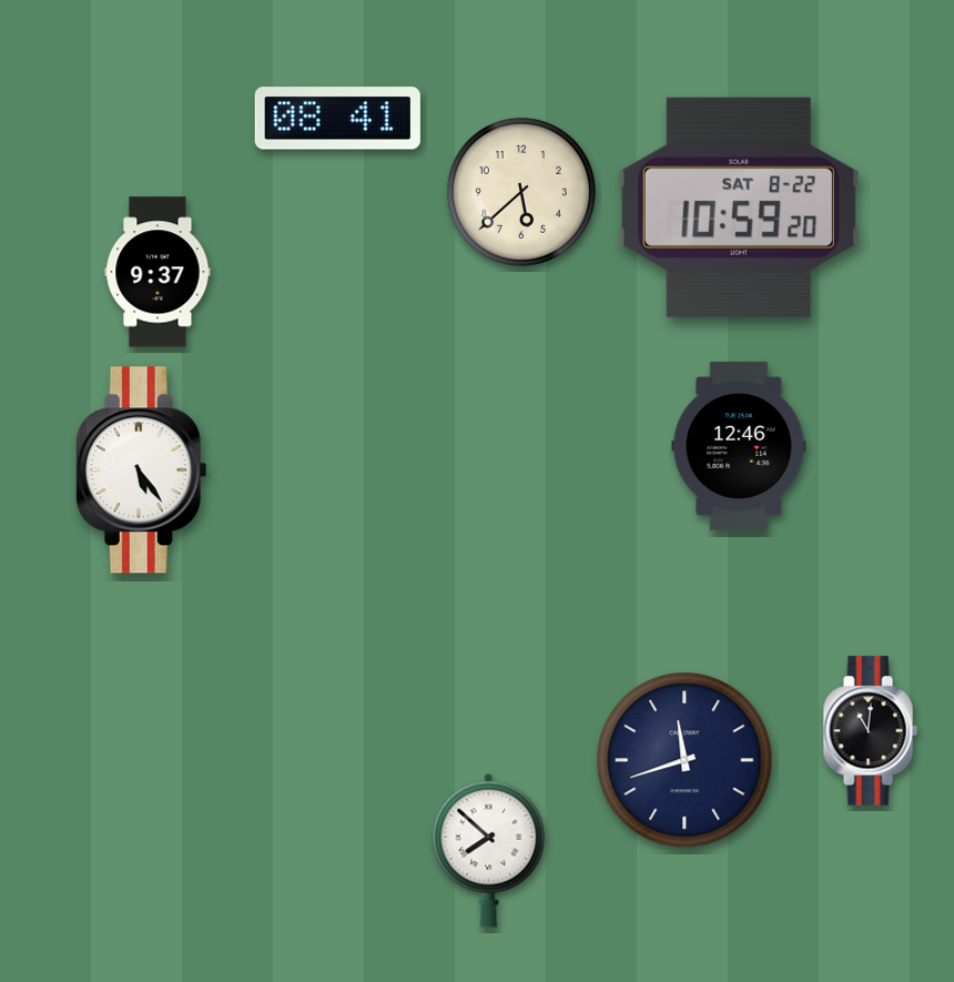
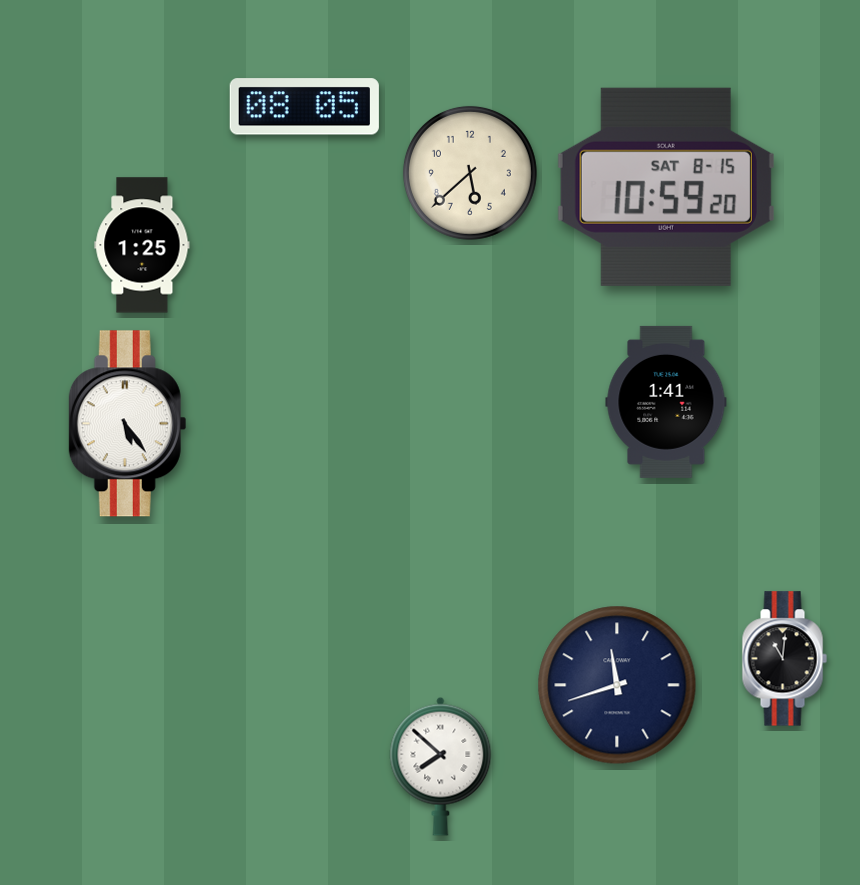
clock at (337, 119): 08:41 -> 08:05
clock at (739, 207) date: SAT 8-22 -> SAT 8-15
clock at (158, 272): 9:37 -> 1:25
clock at (739, 446): 12:46 -> 1:41
